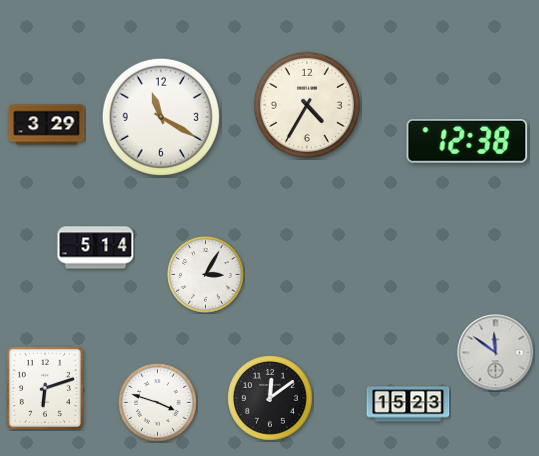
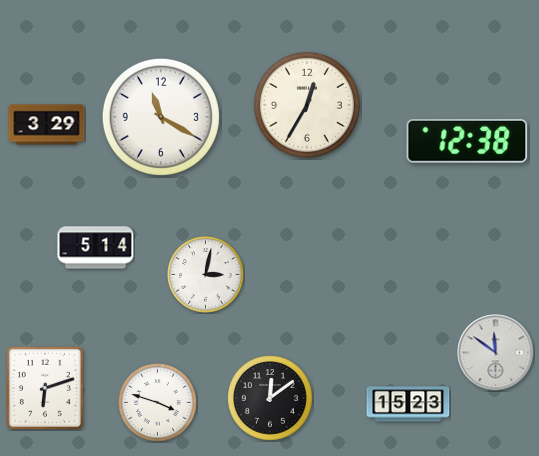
clock at (307, 105): 4:35 -> 12:35
clock at (206, 275): 3:05 -> 3:02
